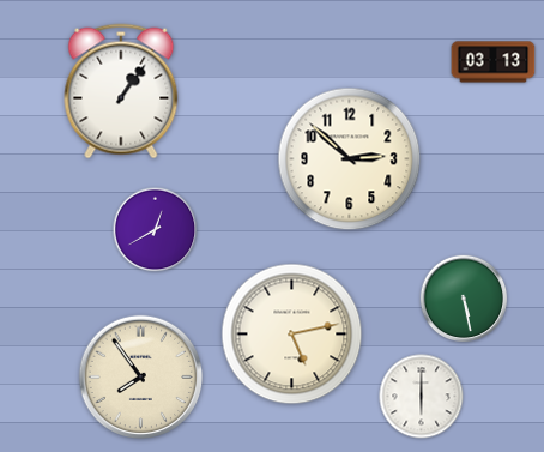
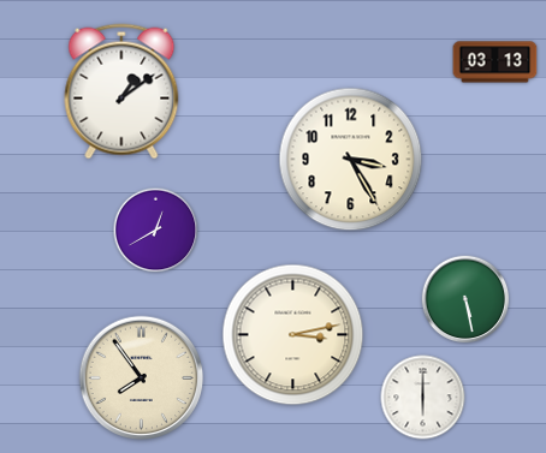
clock at (121, 91): 1:06 -> 1:09
clock at (350, 159): 2:52 -> 3:25
clock at (292, 335): 5:13 -> 3:13
